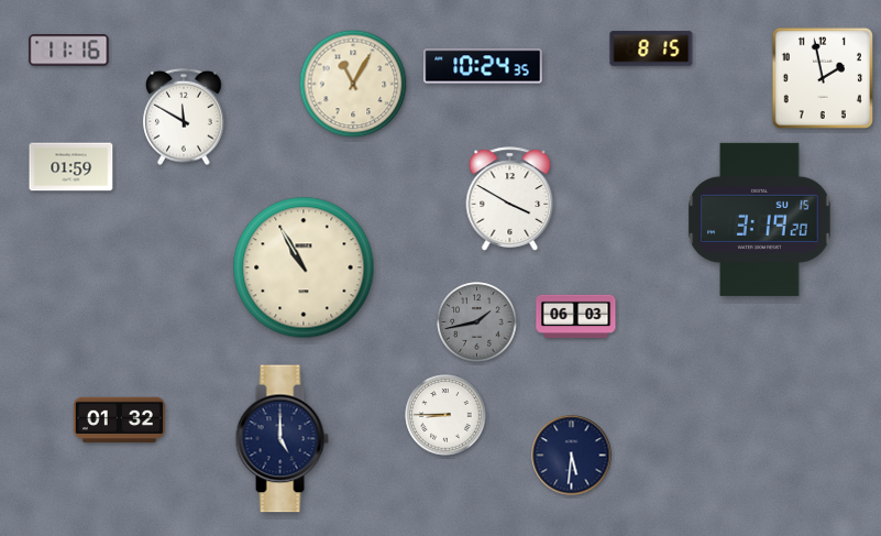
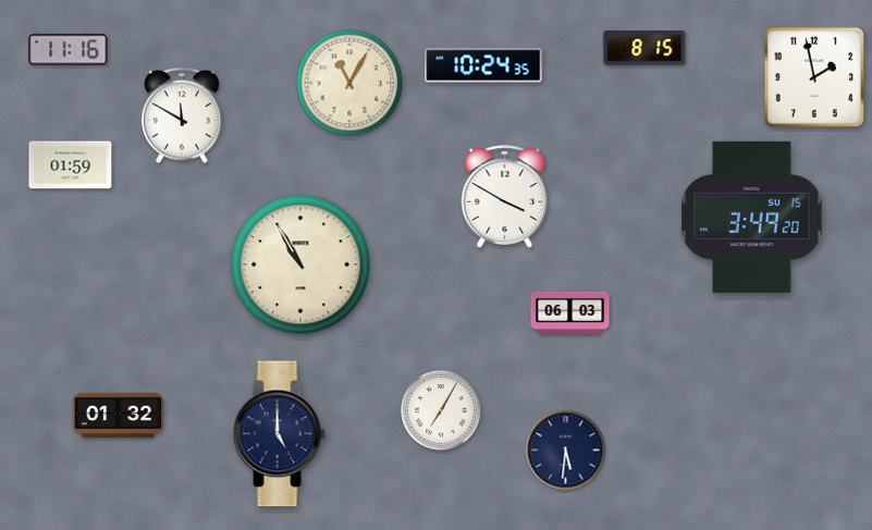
clock at (483, 66) position: (483, 66) -> (483, 65)
clock at (760, 219): 3:19 -> 3:49
clock at (477, 322): 1:43 -> none
clock at (445, 415): 8:45 -> 7:05
